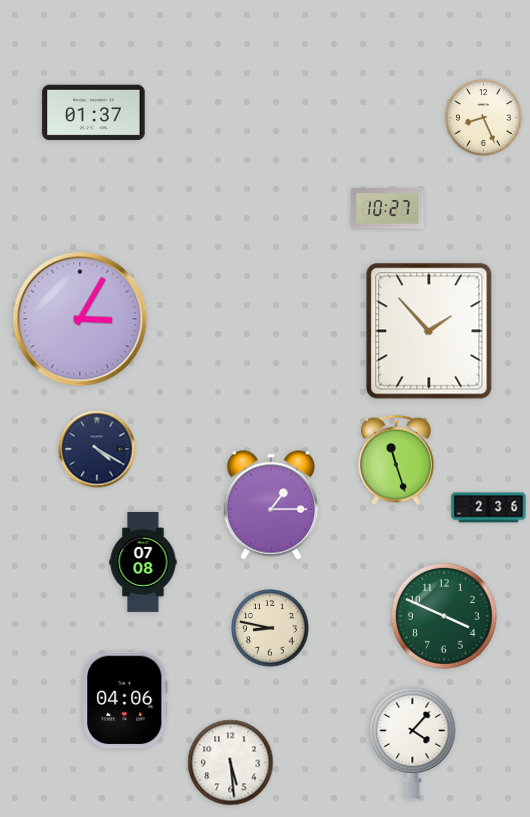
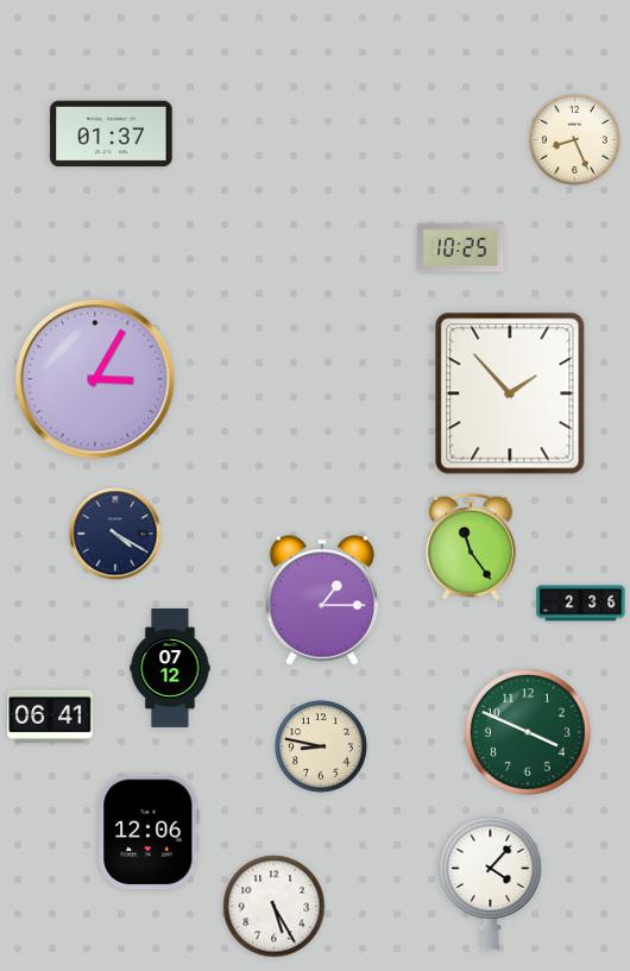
clock at (388, 209): 10:27 -> 10:25
clock at (396, 460): 11:27 -> 11:24
clock at (143, 562): 07:08 -> 07:12
clock at (50, 717): none -> 06:41
clock at (125, 700): 04:06 -> 12:06
clock at (231, 763): 5:29 -> 5:25
